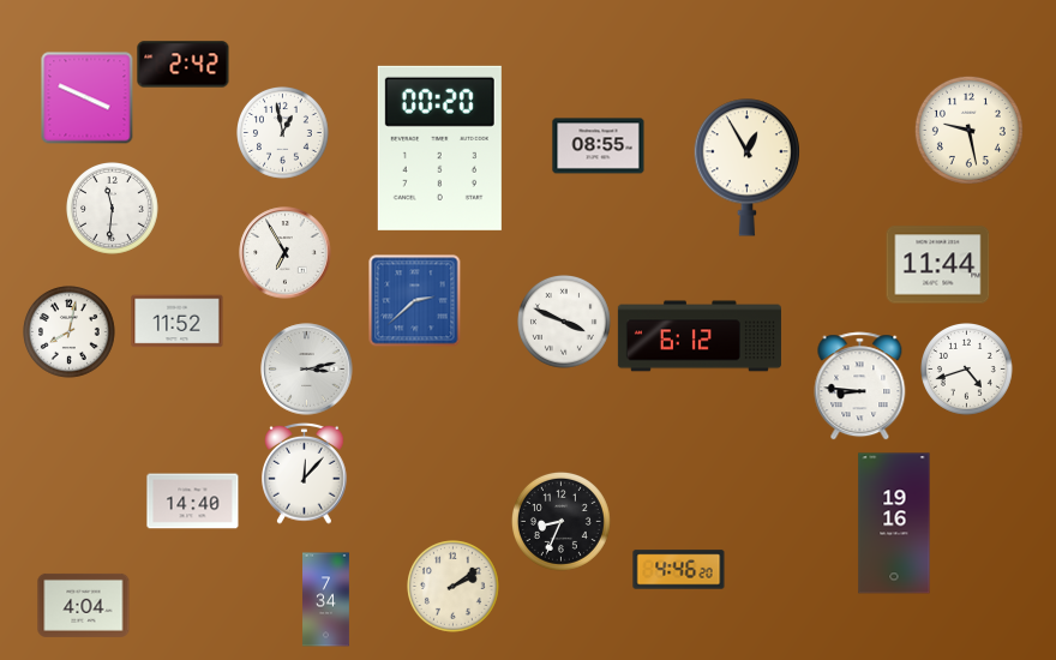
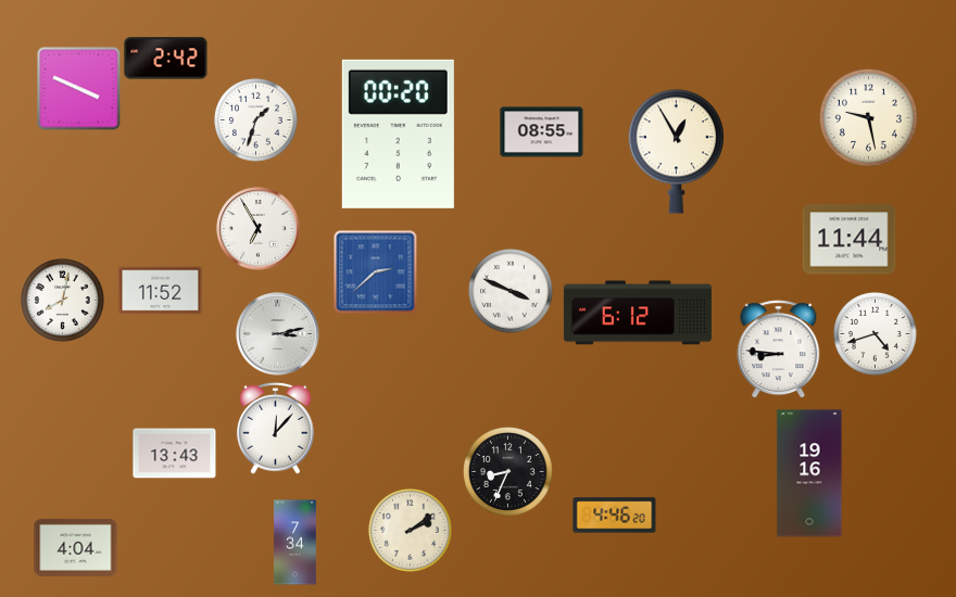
clock at (968, 130) position: (968, 130) -> (868, 117)
clock at (283, 133): 12:58 -> 1:33
clock at (113, 209): 11:31 -> none
clock at (700, 336) position: (700, 336) -> (638, 313)
clock at (193, 502): 14:40 -> 13:43
